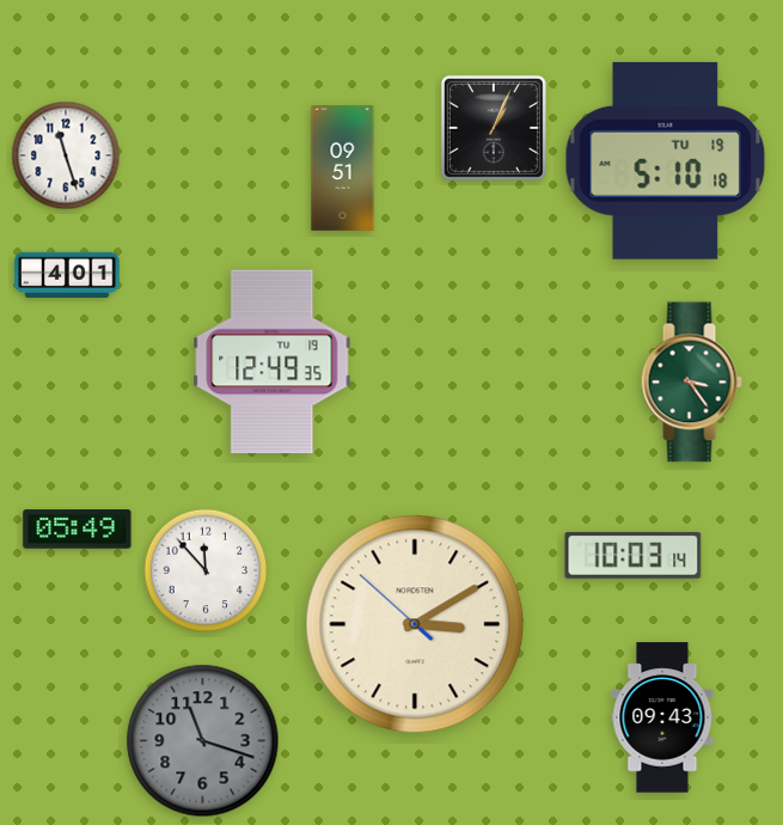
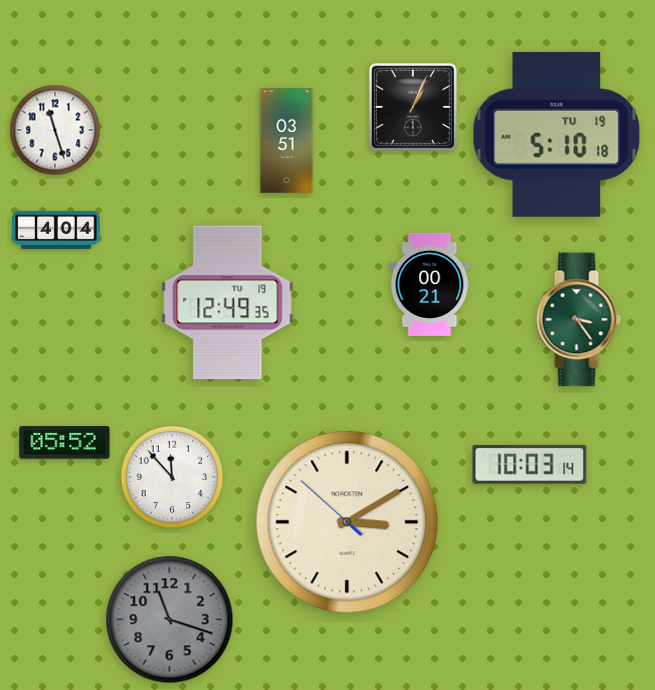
clock at (343, 169): 09:51 -> 03:51
clock at (67, 275): 4:01 -> 4:04
clock at (430, 284): none -> 00:21
clock at (78, 530): 05:49 -> 05:52
clock at (662, 717): 09:43 -> none
